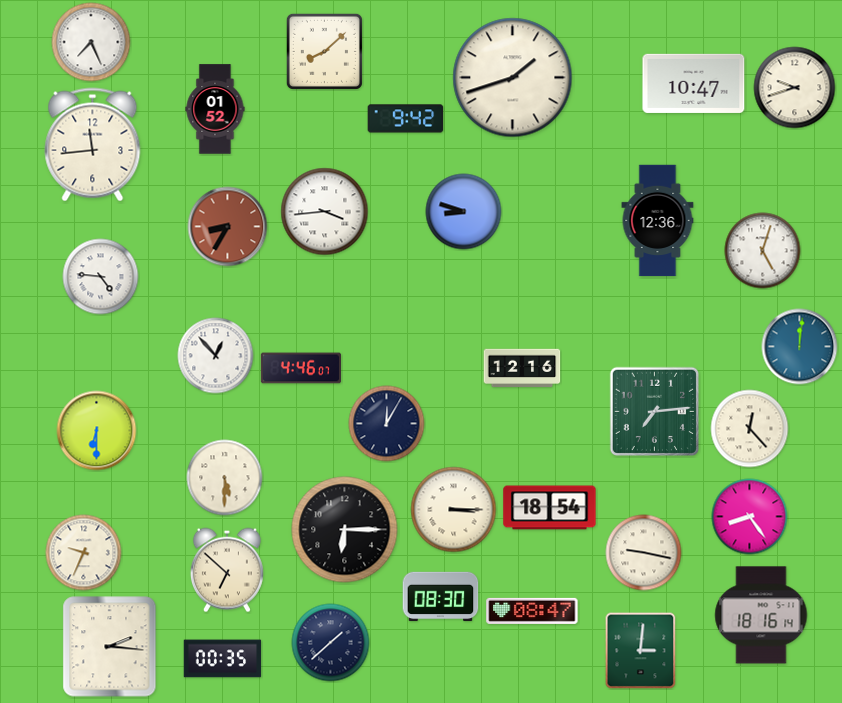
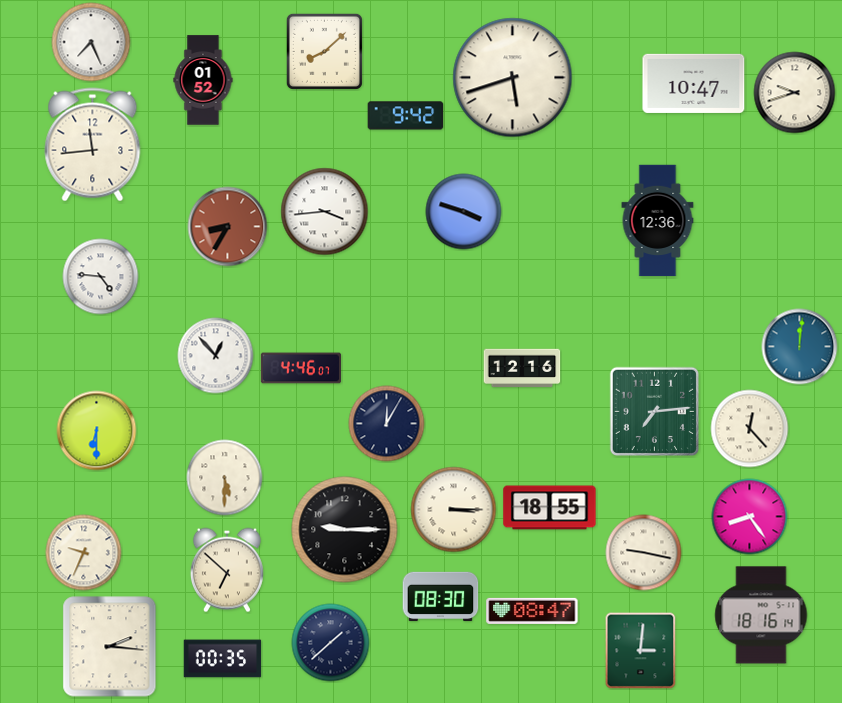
clock at (513, 78): 1:42 -> 5:42
clock at (795, 88) position: (795, 88) -> (795, 93)
clock at (215, 109) position: (215, 109) -> (203, 80)
clock at (406, 119) position: (406, 119) -> (406, 116)
clock at (464, 212): 8:48 -> 3:48
clock at (763, 251): 5:03 -> none
clock at (550, 508): 18:54 -> 18:55
clock at (345, 530): 6:15 -> 9:15
